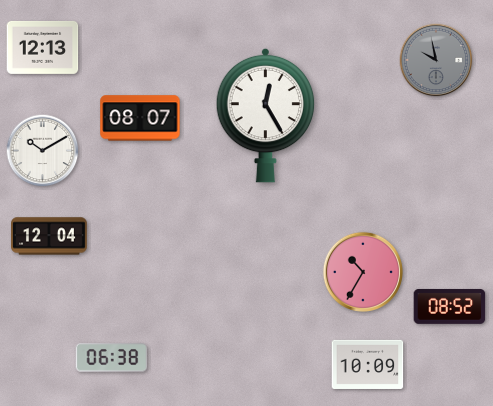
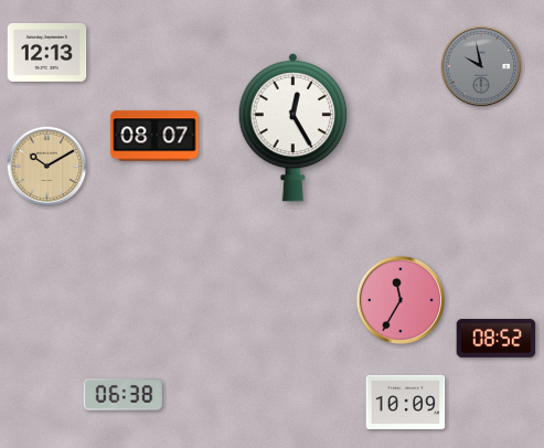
clock at (140, 118) position: (140, 118) -> (154, 136)
clock at (43, 151) dial: white -> champagne
clock at (50, 236): 12:04 -> none
clock at (362, 271): 10:35 -> 11:35
